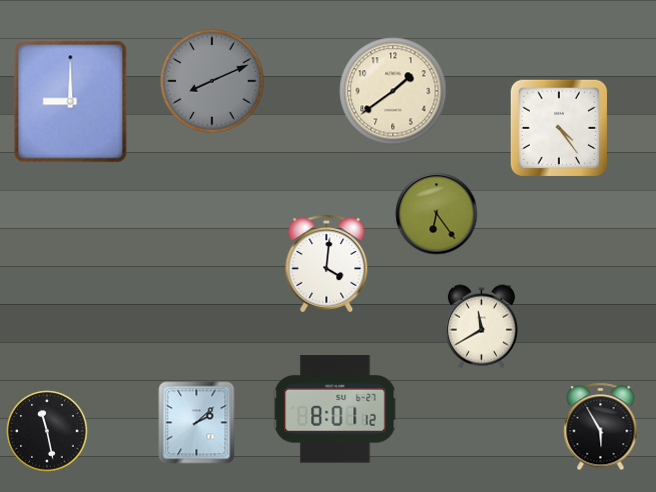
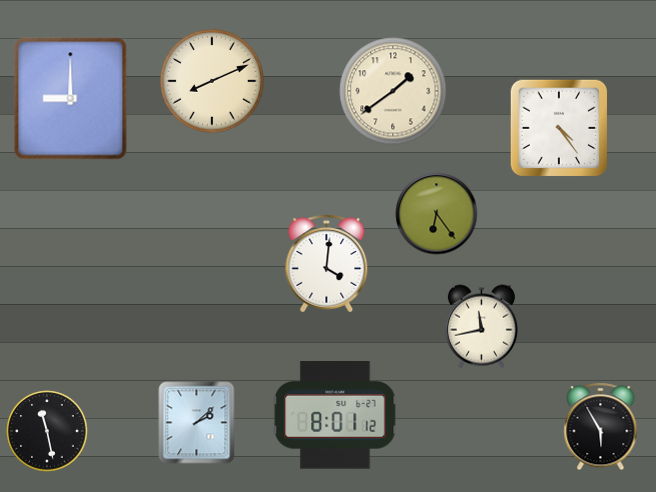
clock at (212, 81) dial: grey -> cream
clock at (71, 102) position: (71, 102) -> (71, 99)
clock at (481, 327): 11:40 -> 11:43
clock at (335, 409) position: (335, 409) -> (335, 415)
